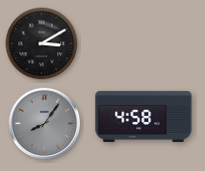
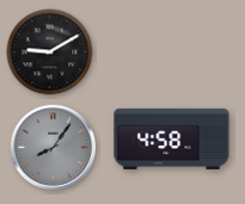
clock at (42, 44): 3:10 -> 9:10
